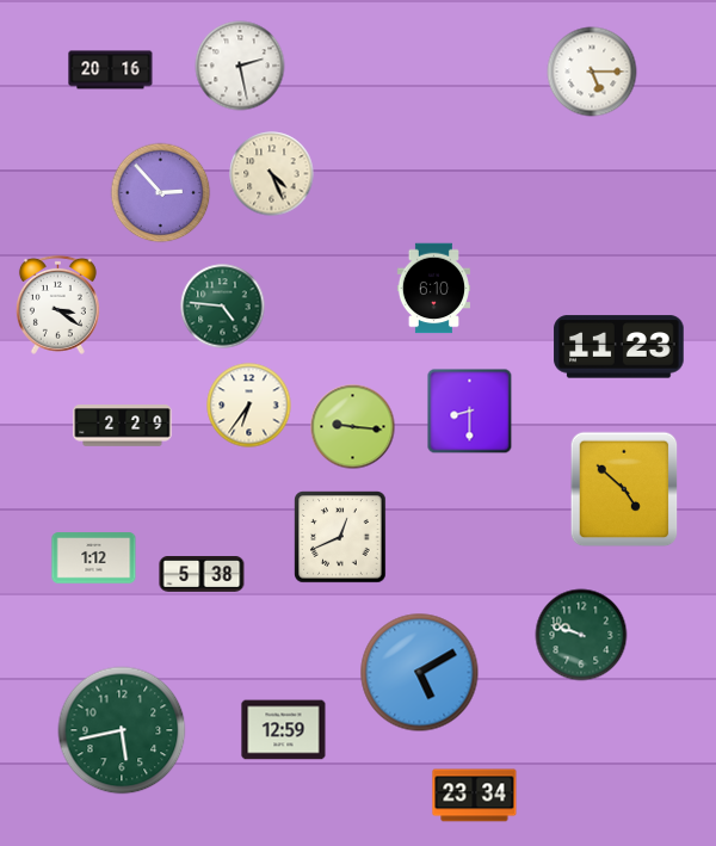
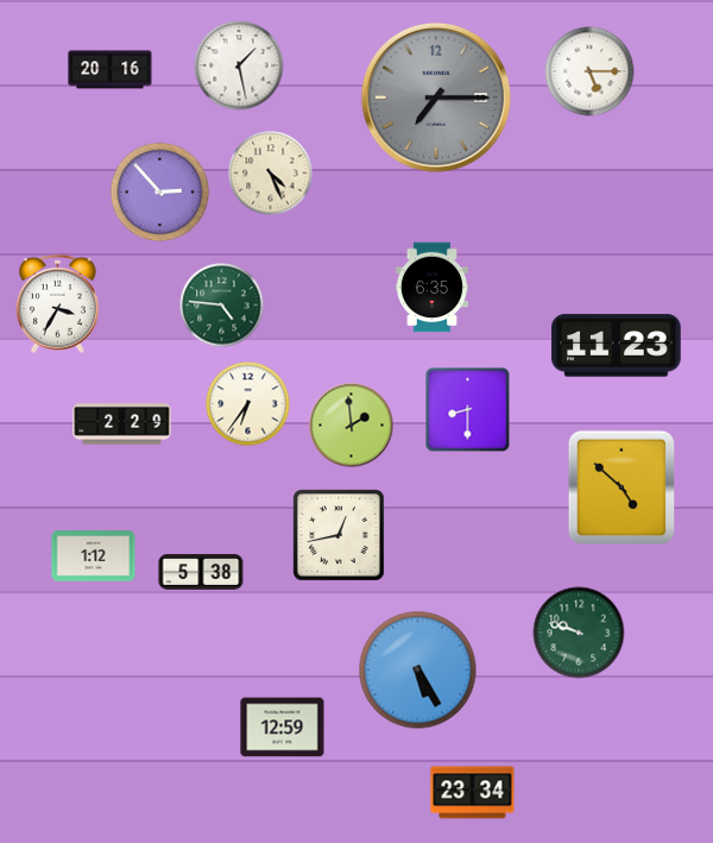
clock at (240, 66): 2:28 -> 1:28
clock at (436, 97): none -> 7:15
clock at (433, 289): 6:10 -> 6:35
clock at (57, 304): 3:21 -> 3:35
clock at (353, 427): 9:16 -> 1:59
clock at (340, 537): 12:41 -> 12:43
clock at (420, 673): 5:10 -> 5:25
clock at (122, 730): 5:43 -> none
